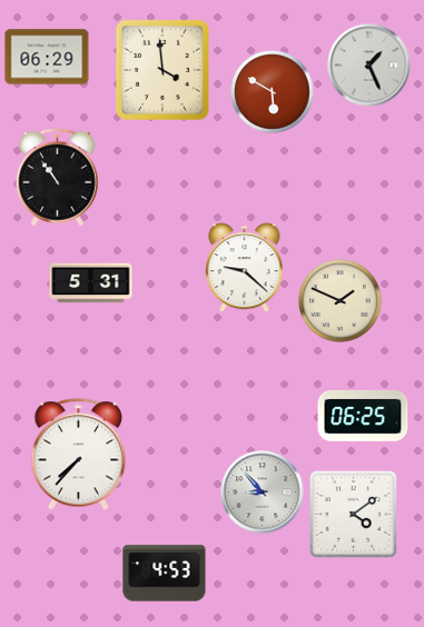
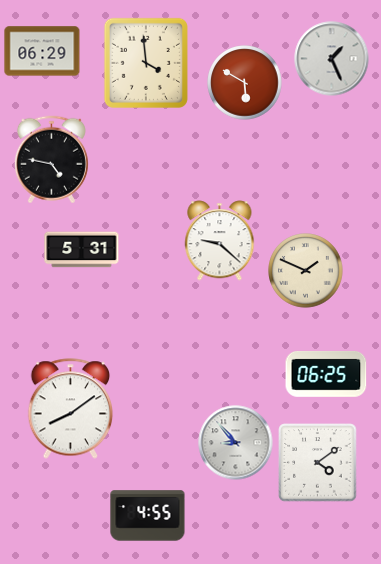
clock at (57, 178): 10:54 -> 4:47
clock at (91, 283) position: (91, 283) -> (82, 250)
clock at (79, 455): 7:37 -> 8:09
clock at (165, 574): 4:53 -> 4:55
